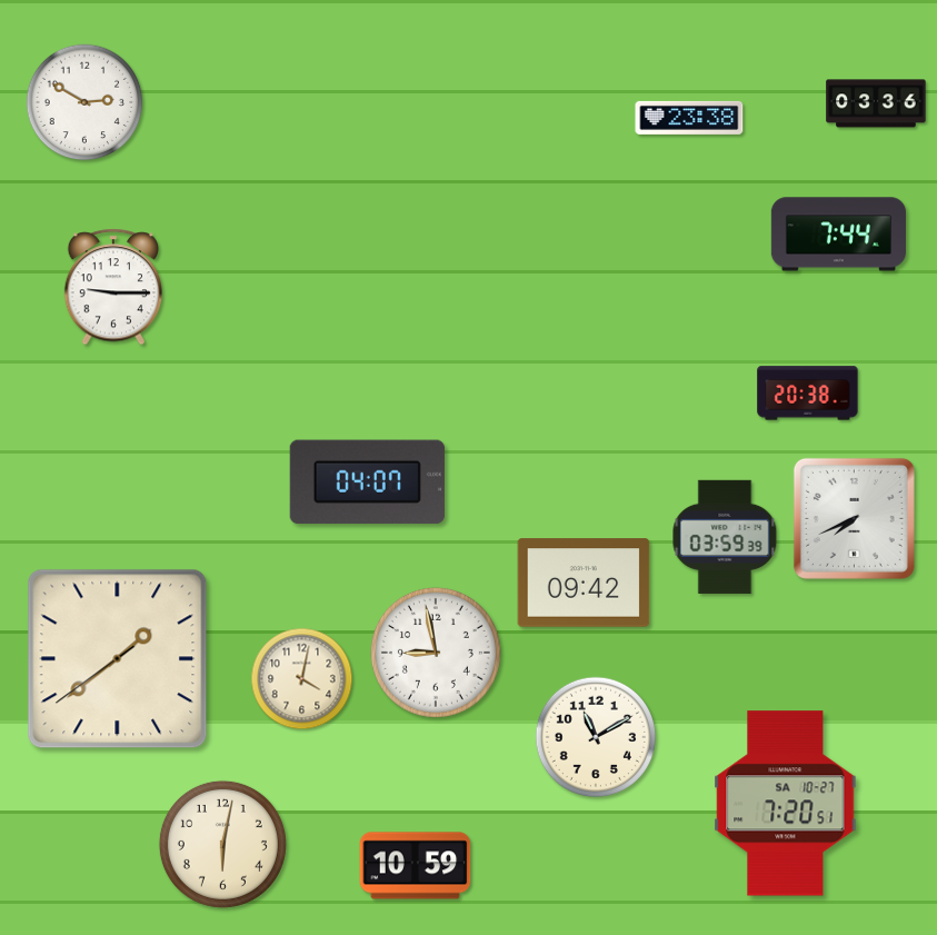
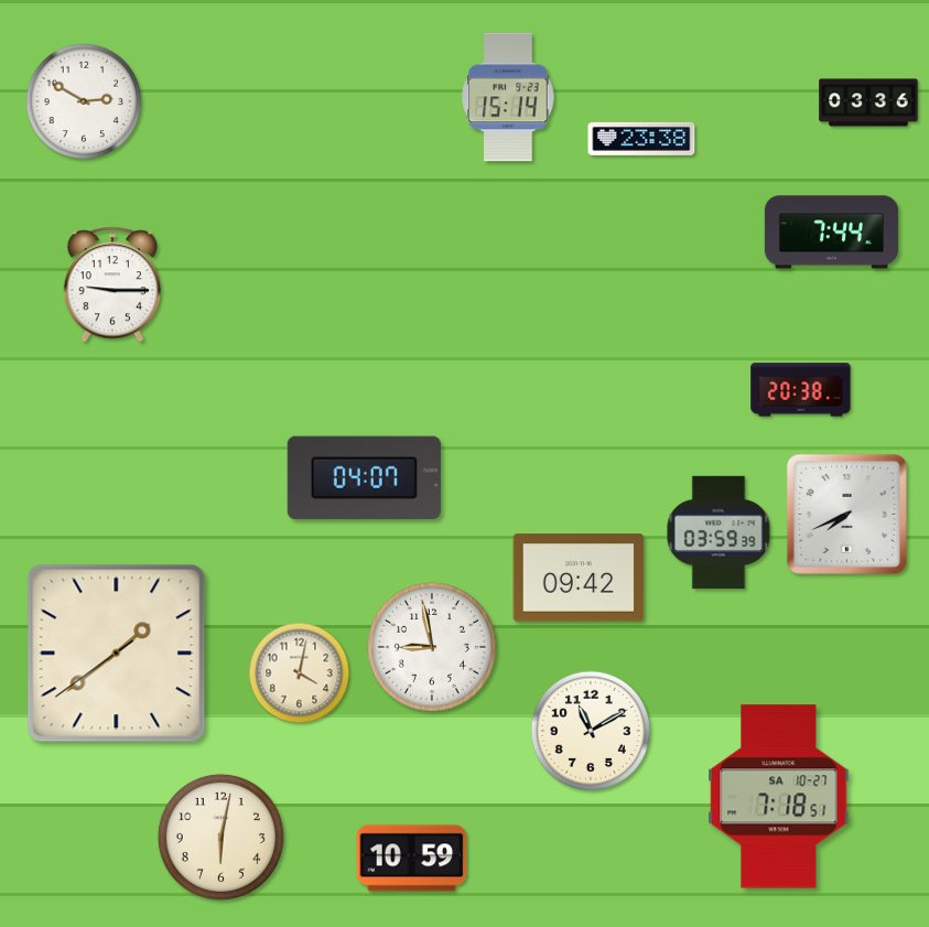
clock at (509, 97): none -> 15:14
clock at (689, 118) position: (689, 118) -> (641, 139)
clock at (786, 804): 7:20 -> 7:18
